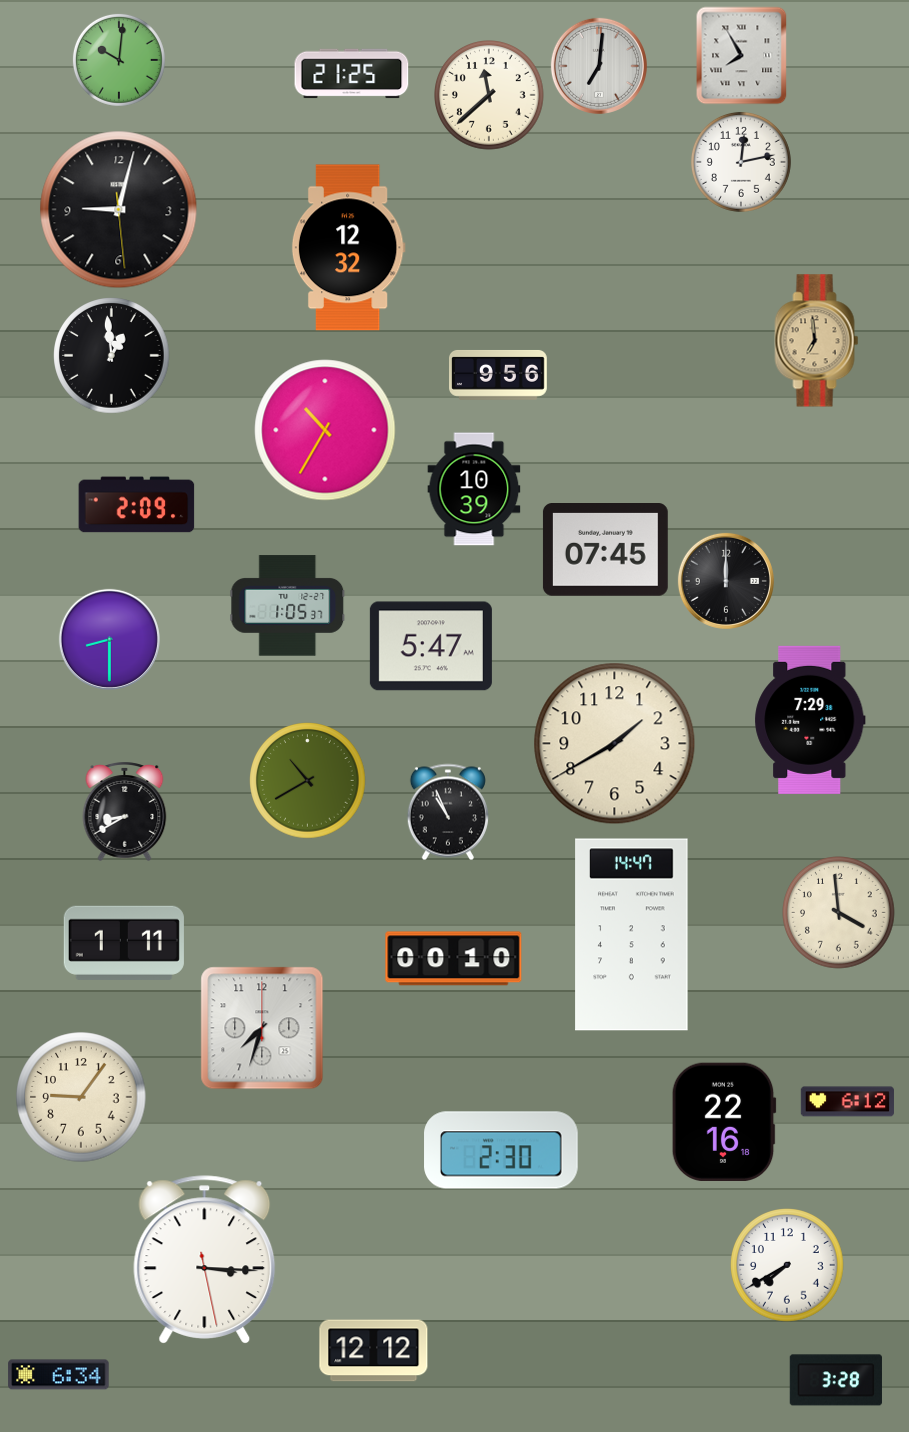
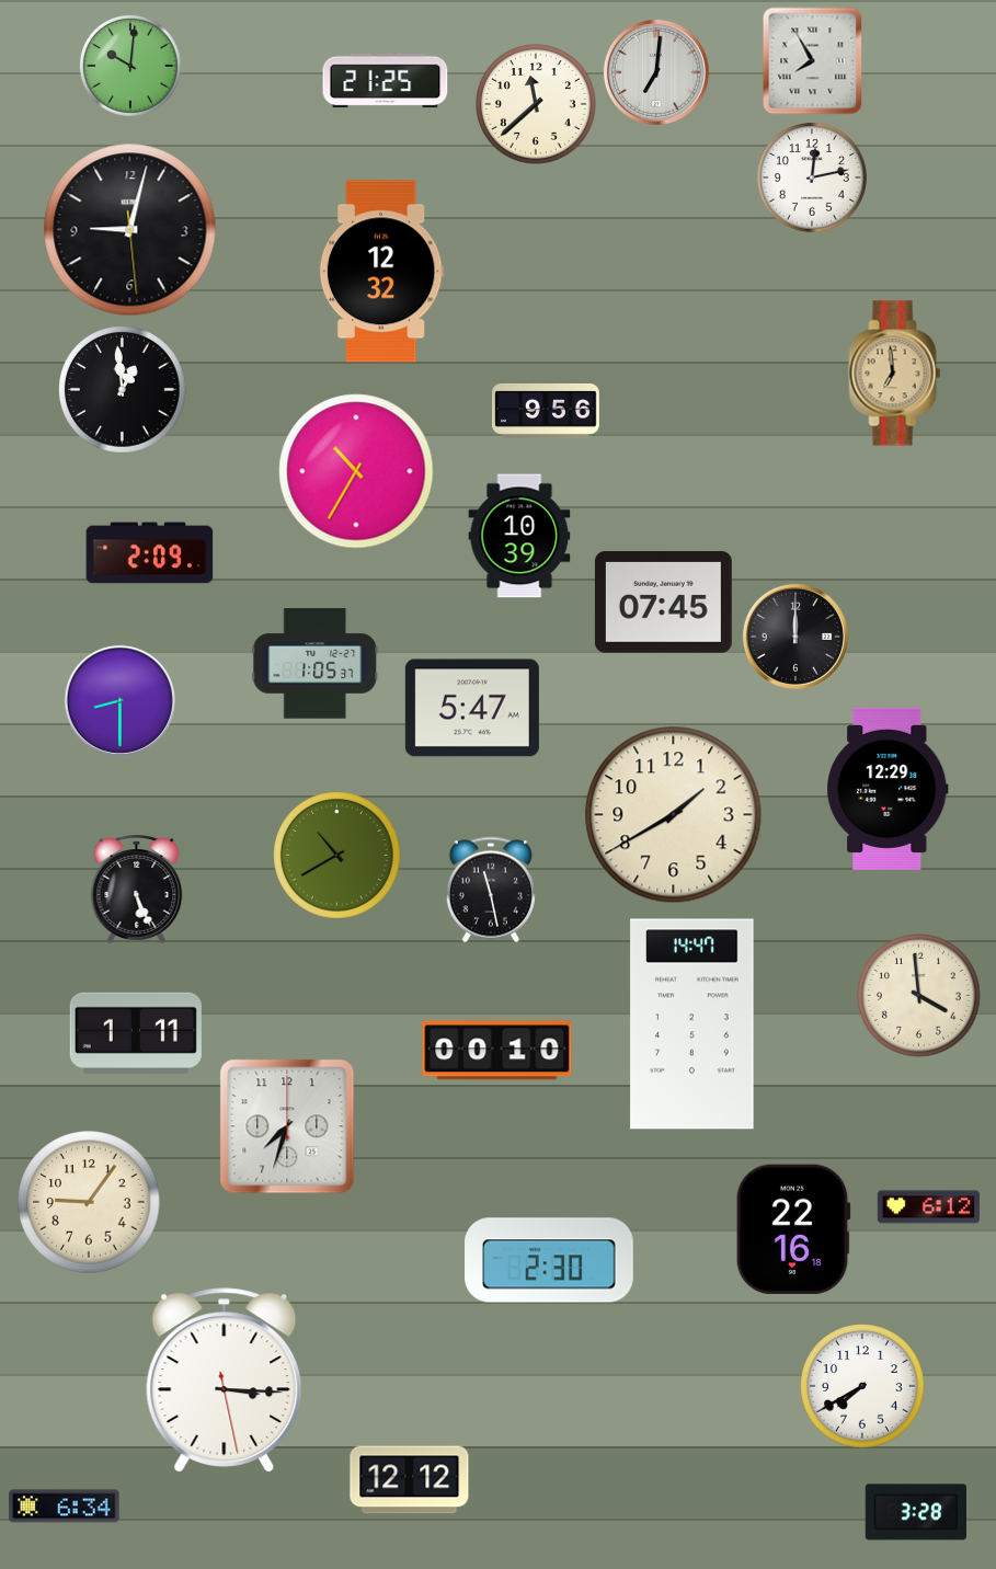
clock at (810, 720): 7:29 -> 12:29
clock at (125, 811): 8:40 -> 5:26
clock at (448, 812): 10:56 -> 11:28
clock at (839, 913) position: (839, 913) -> (919, 996)
